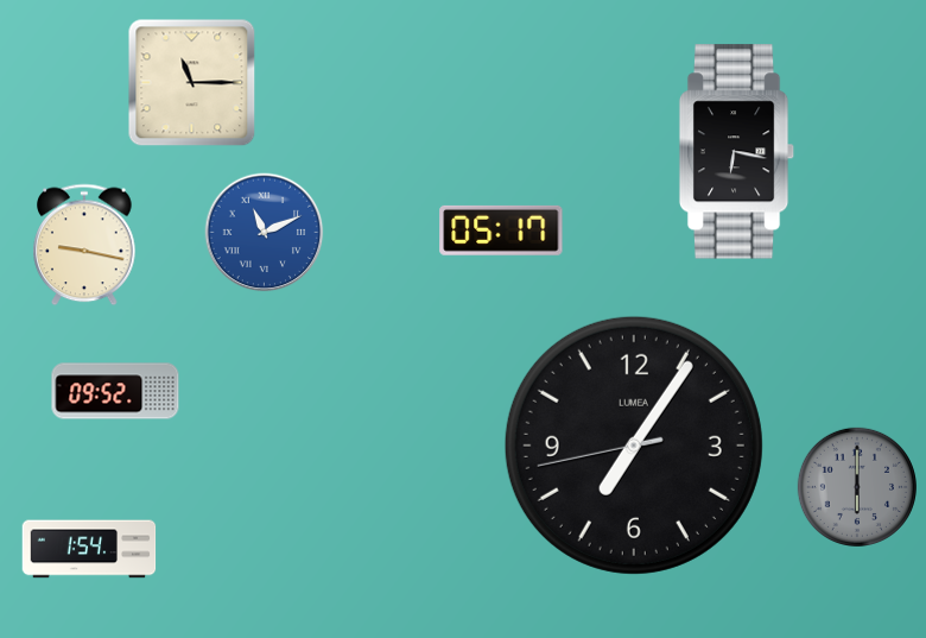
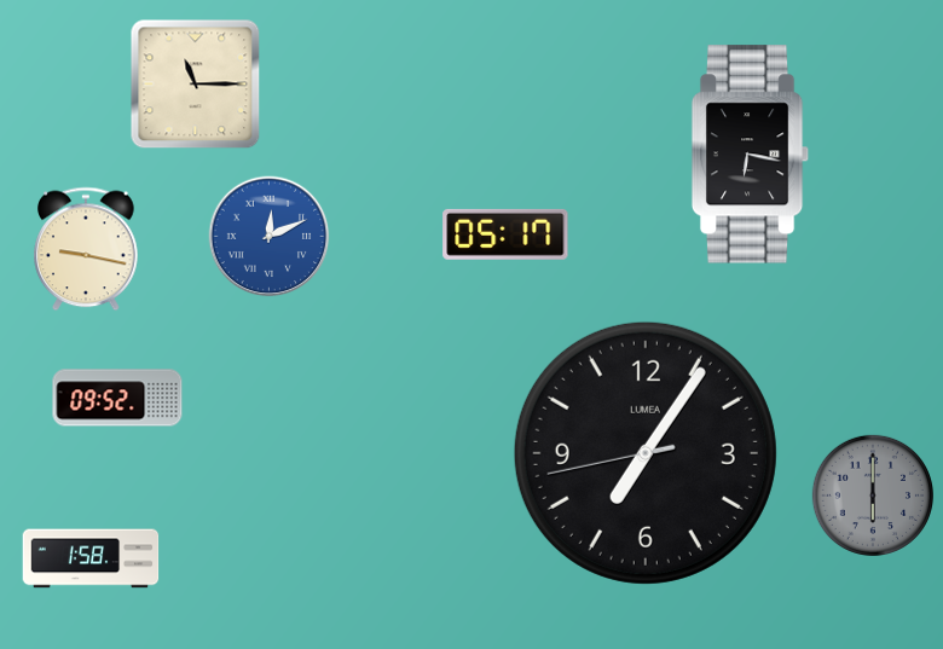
clock at (501, 230) position: (501, 230) -> (505, 234)
clock at (265, 233): 11:11 -> 12:11
clock at (89, 549): 1:54 -> 1:58
